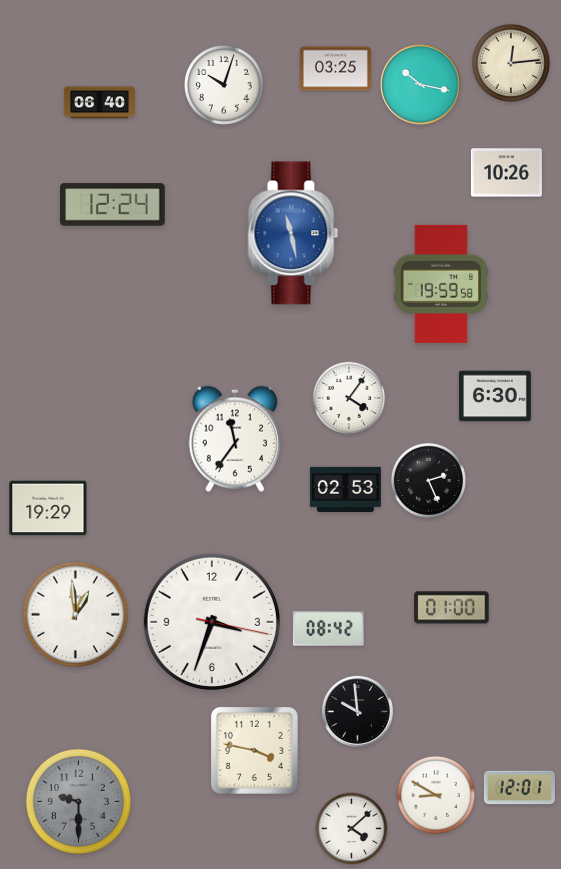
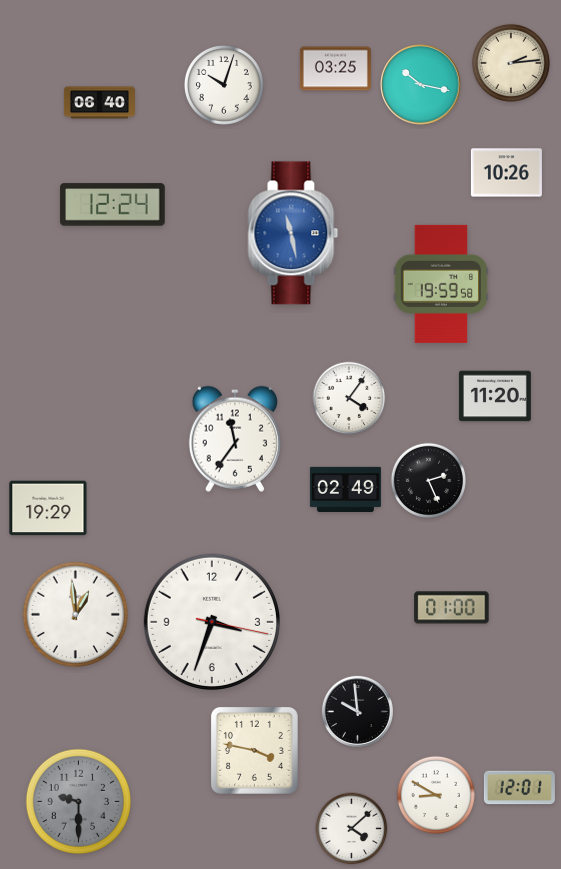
clock at (511, 63): 12:14 -> 2:14
clock at (495, 396): 6:30 -> 11:20
clock at (345, 489): 02:53 -> 02:49
clock at (328, 629): 08:42 -> none
